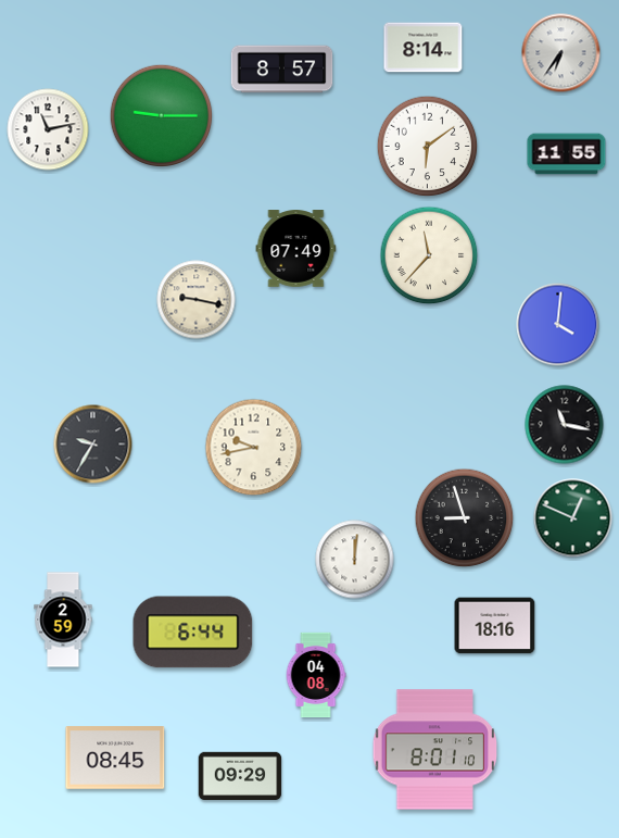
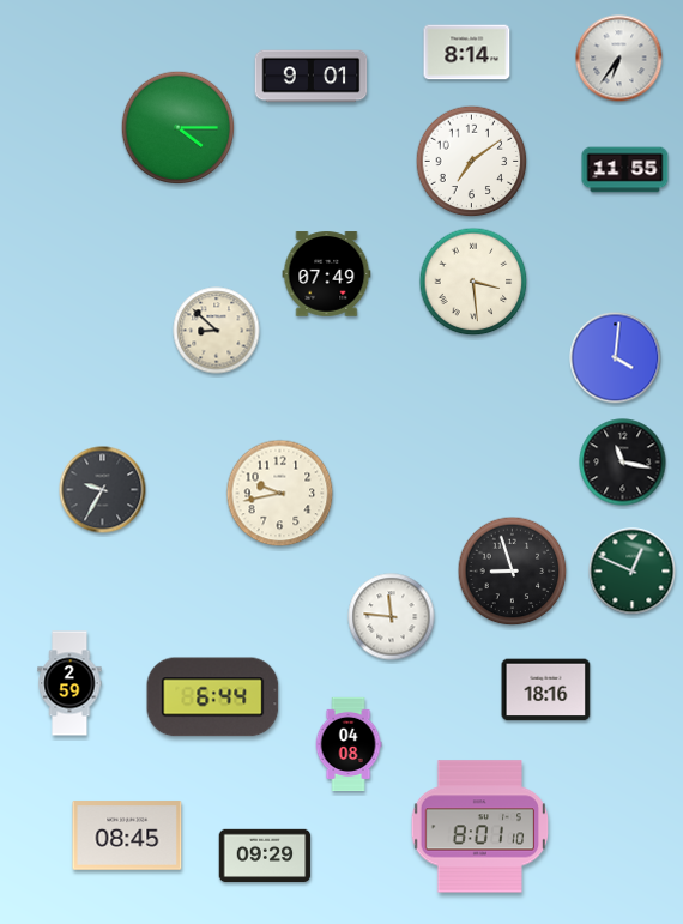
clock at (282, 70): 8:57 -> 9:01
clock at (162, 116): 9:15 -> 4:15
clock at (48, 129): 11:13 -> none
clock at (428, 147): 6:09 -> 7:09
clock at (429, 255): 11:37 -> 3:29
clock at (197, 300): 9:17 -> 8:52
clock at (565, 425) position: (565, 425) -> (623, 463)
clock at (355, 560): 12:01 -> 11:46
